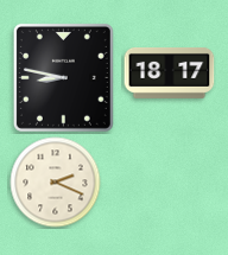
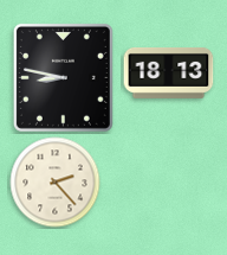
clock at (170, 74): 18:17 -> 18:13
clock at (56, 183): 2:19 -> 2:23
